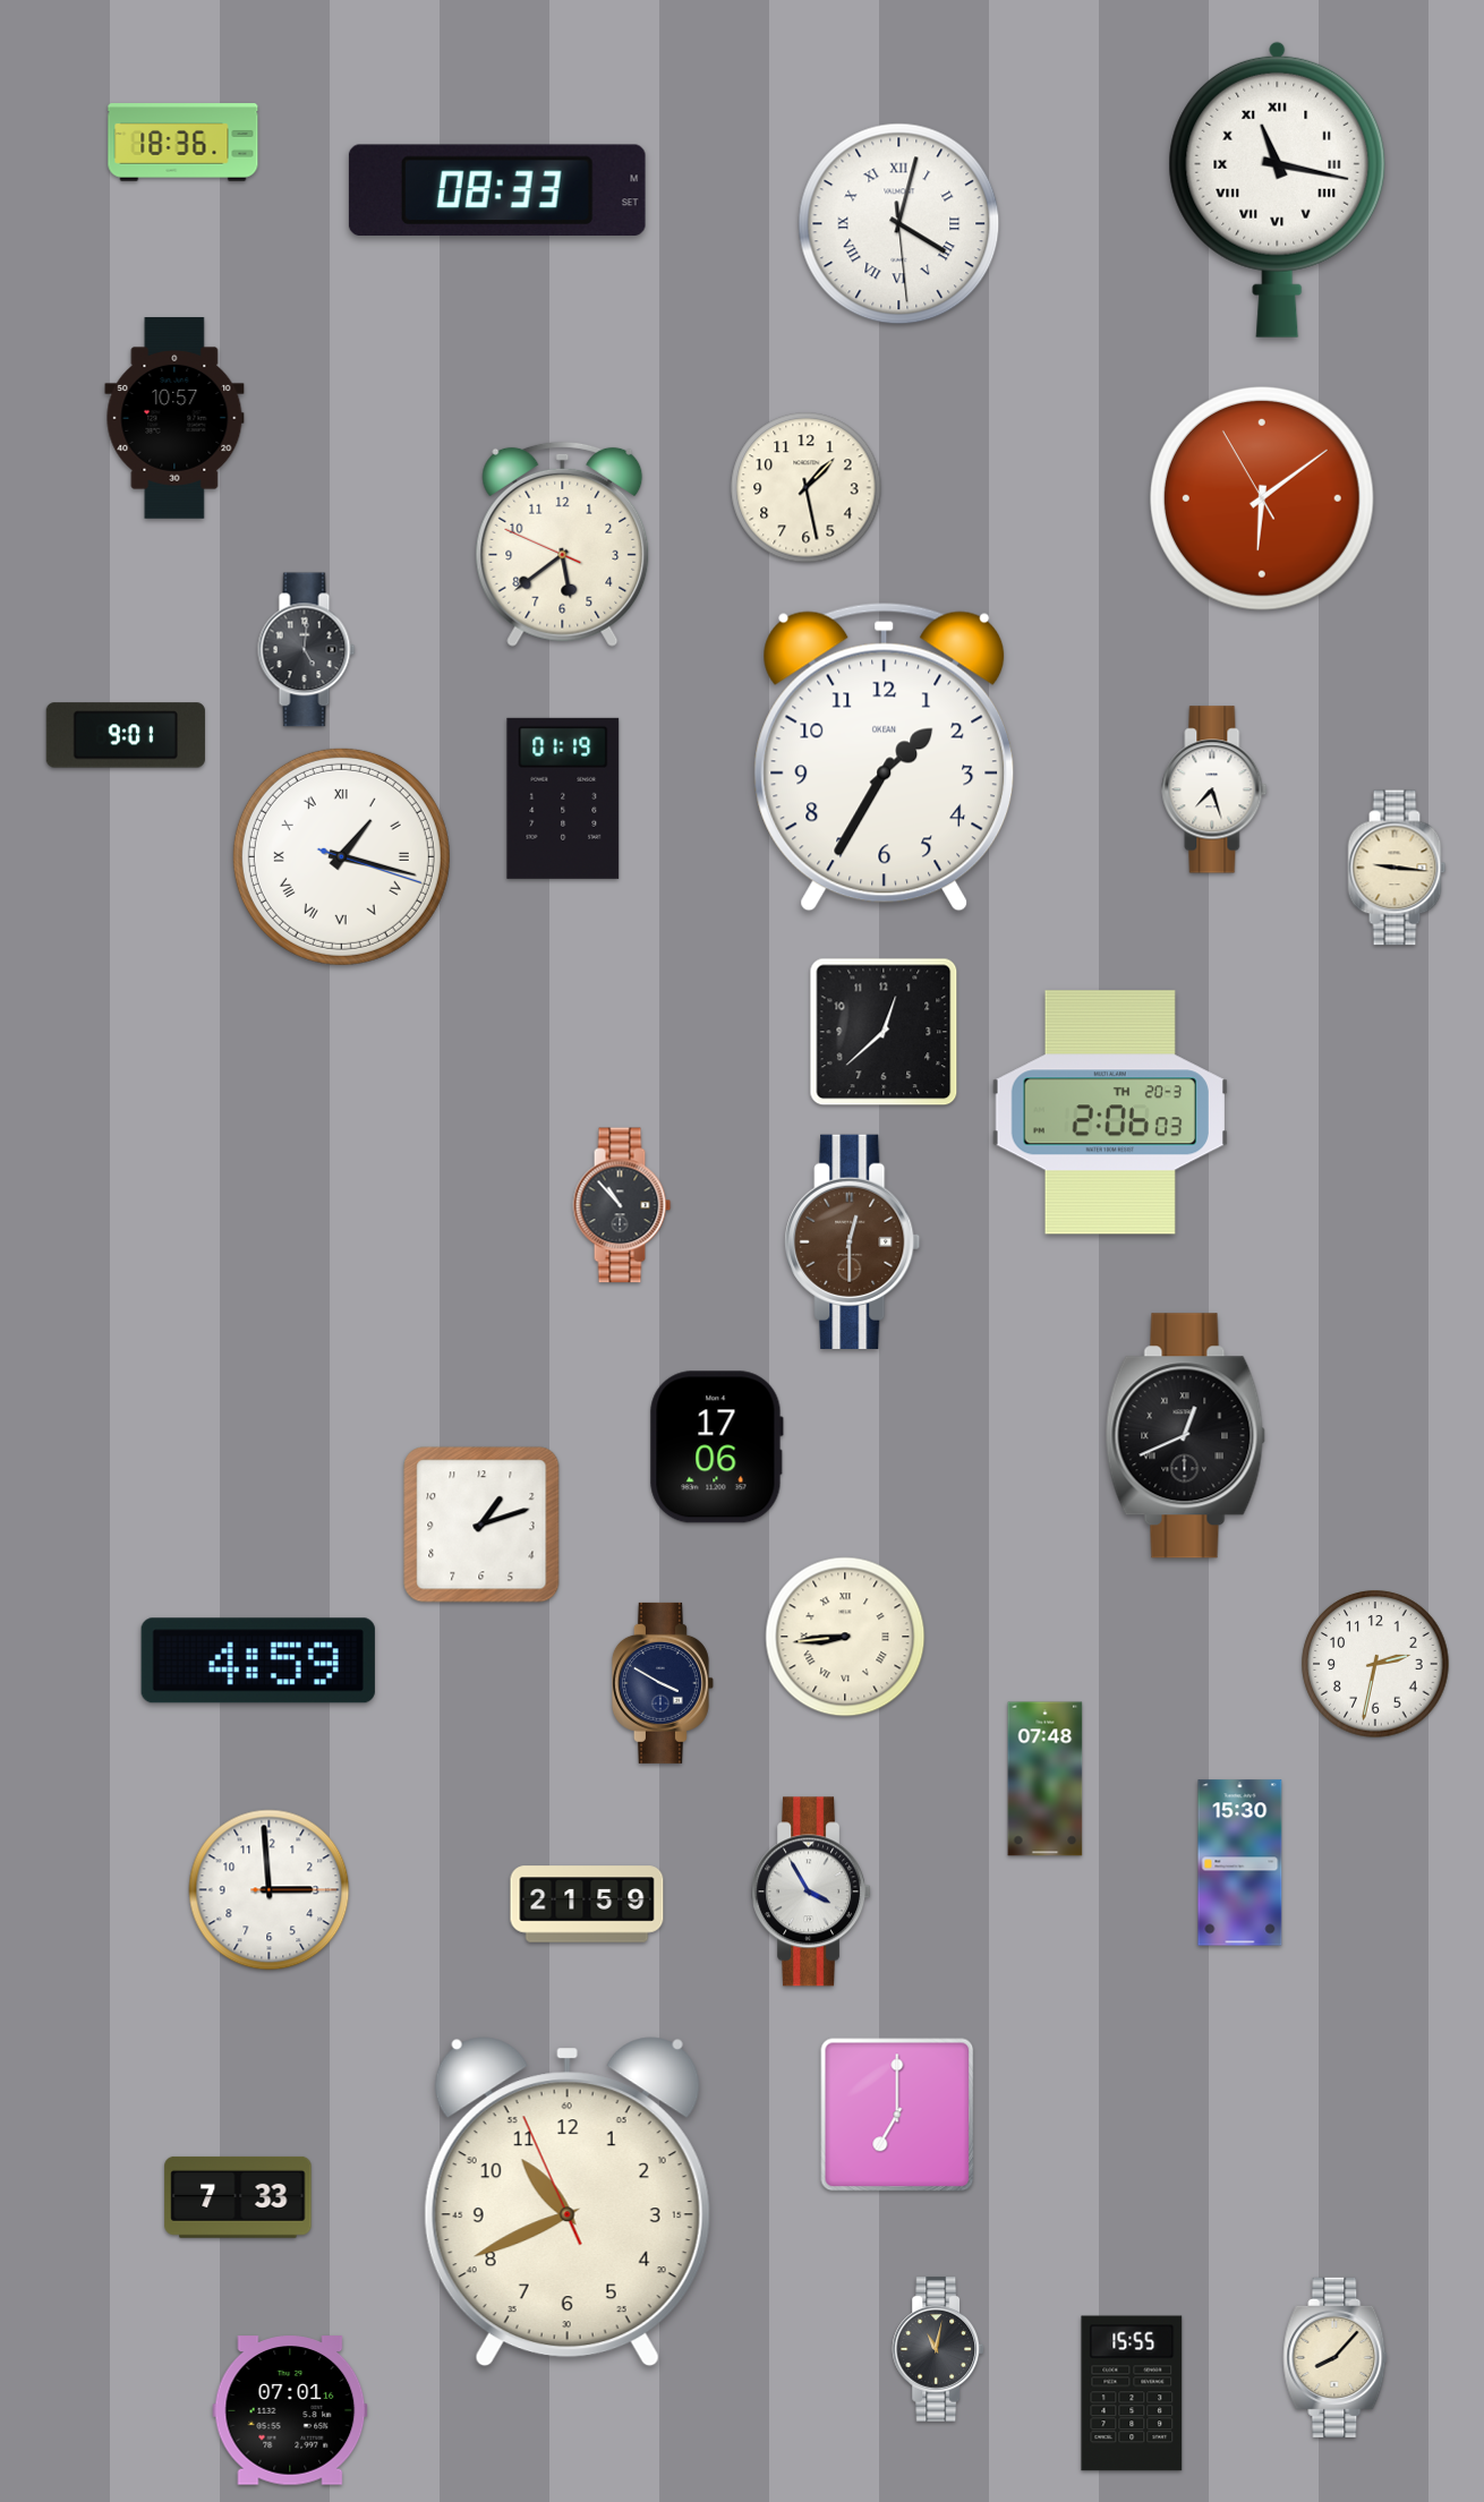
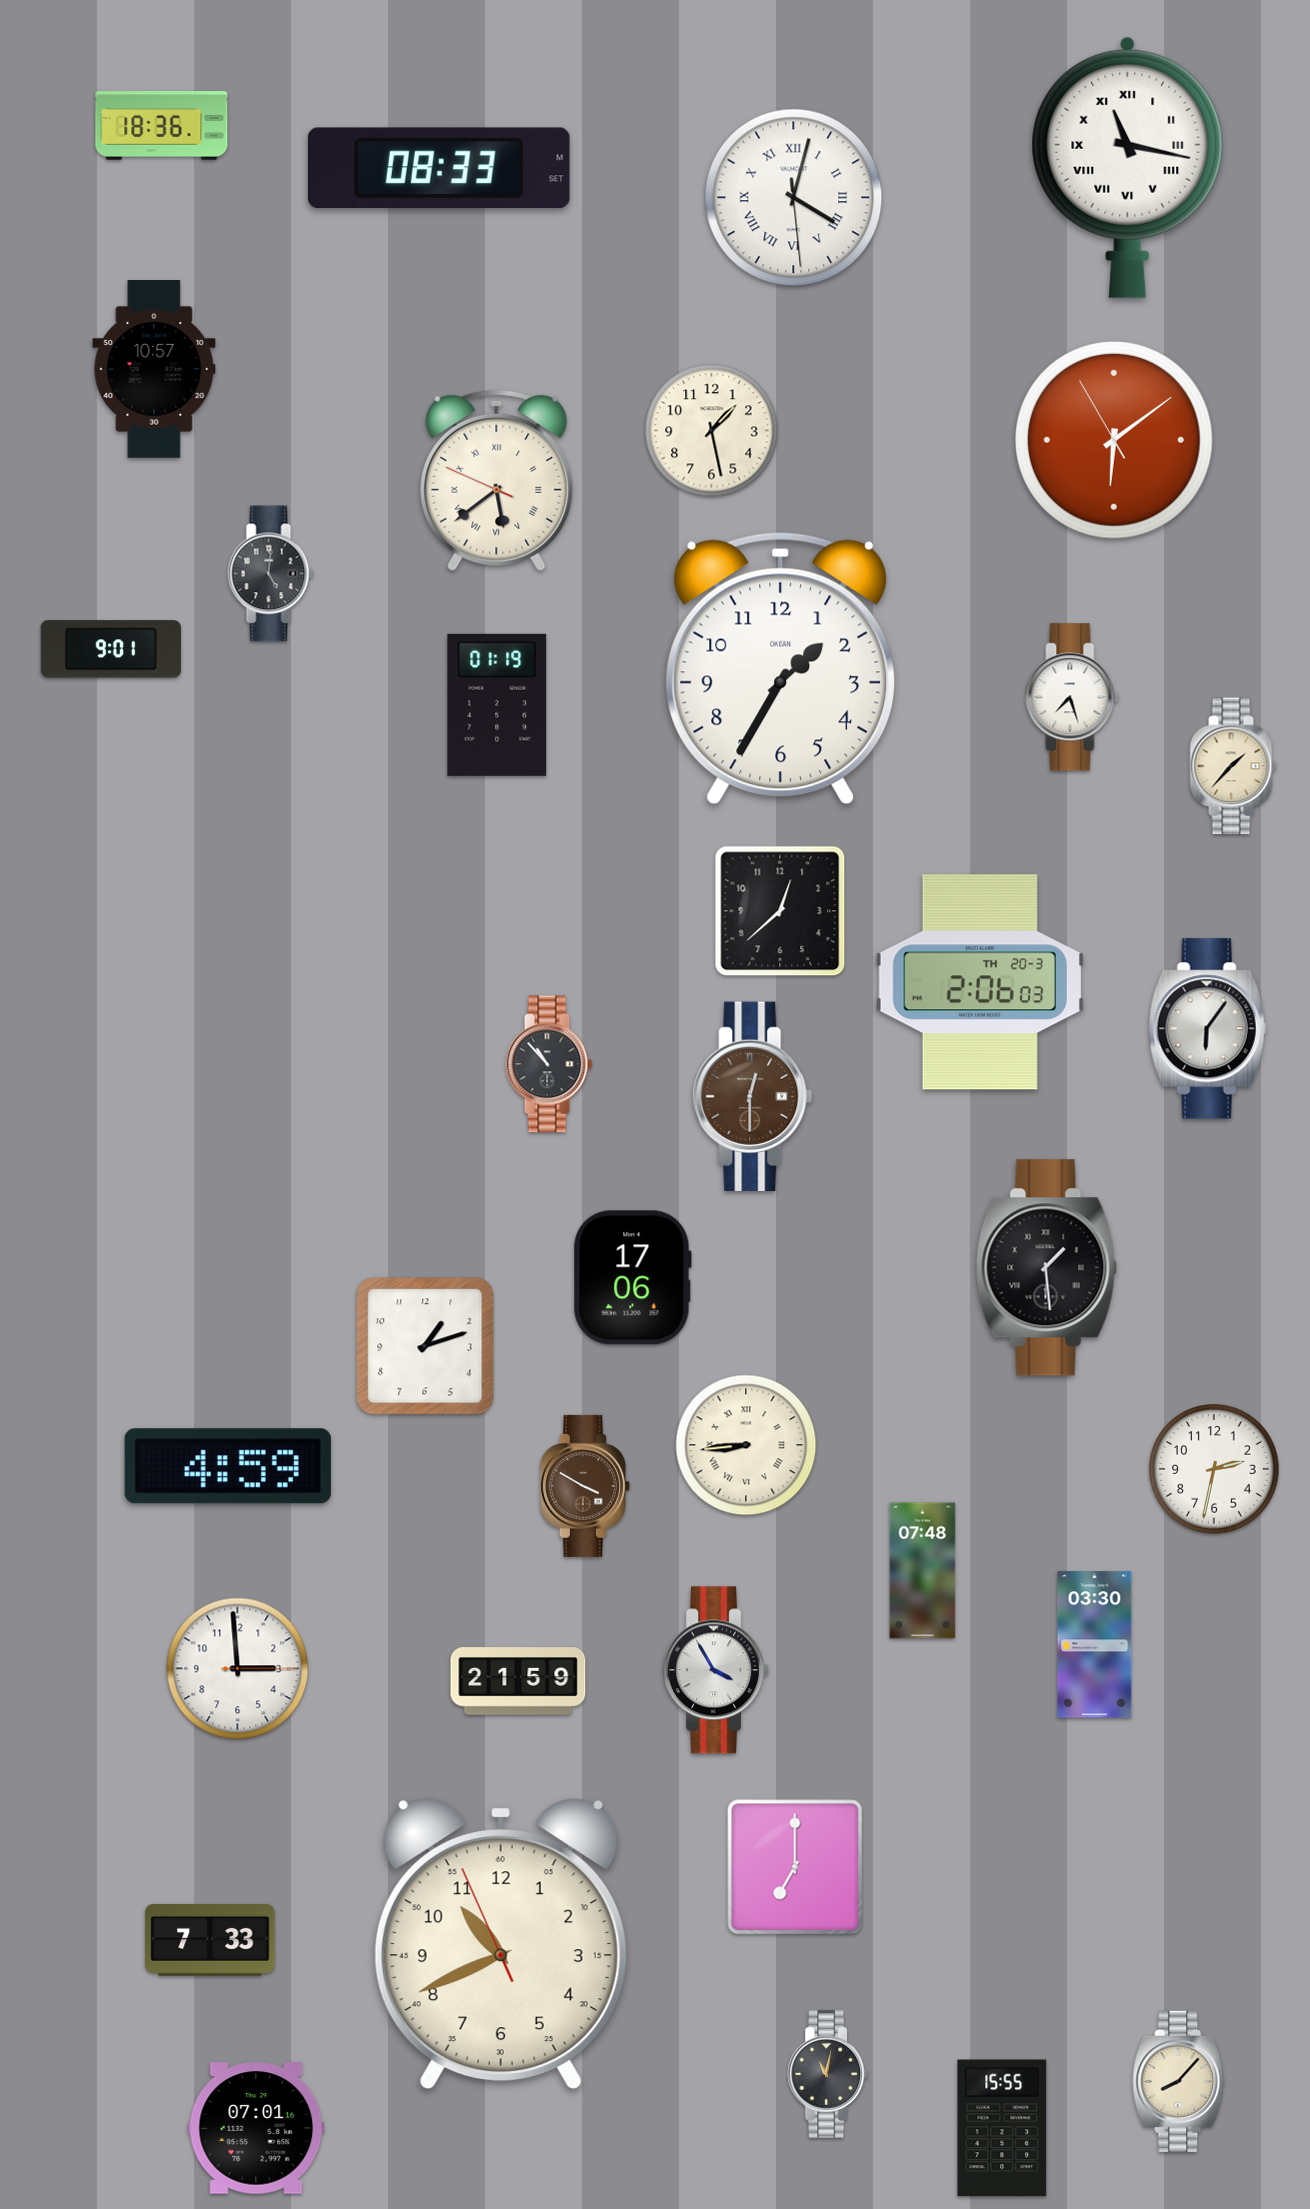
clock at (563, 544) numerals: Arabic -> Roman
clock at (341, 856): 1:17 -> none
clock at (1397, 868): 9:16 -> 1:37
clock at (1208, 1029): none -> 6:06
clock at (1185, 1436): 12:41 -> 1:29
clock at (663, 1683) dial: navy -> brown
clock at (1240, 1863): 15:30 -> 03:30
clock at (897, 2115) position: (897, 2115) -> (795, 1867)
clock at (1132, 2393) position: (1132, 2393) -> (1002, 2128)
